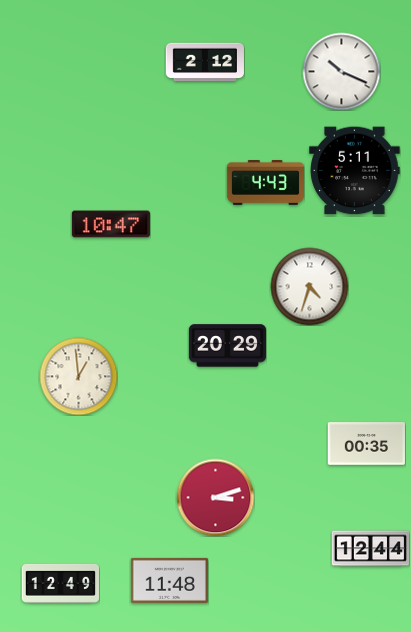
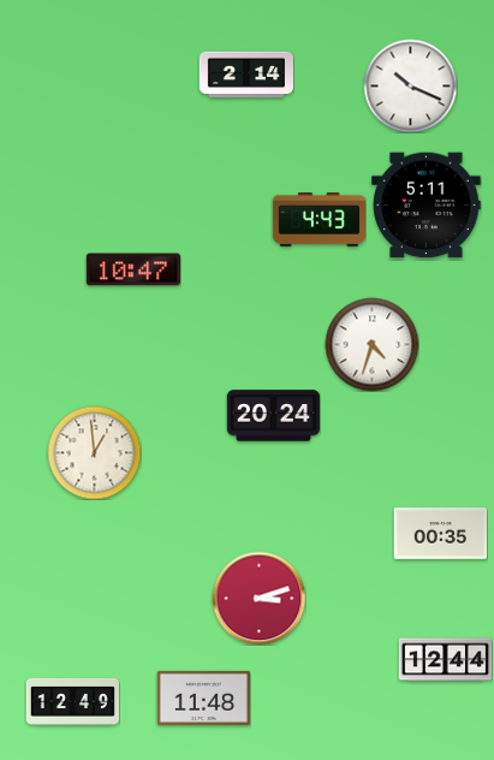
clock at (205, 62): 2:12 -> 2:14
clock at (227, 346): 20:29 -> 20:24
